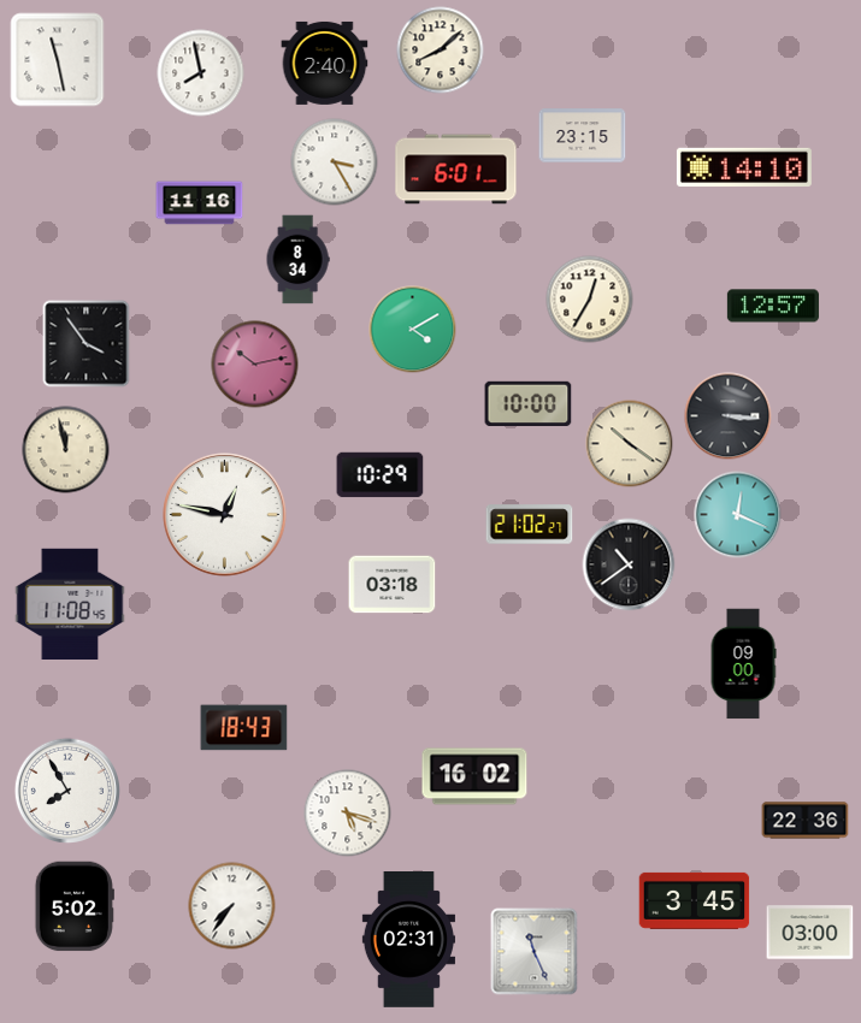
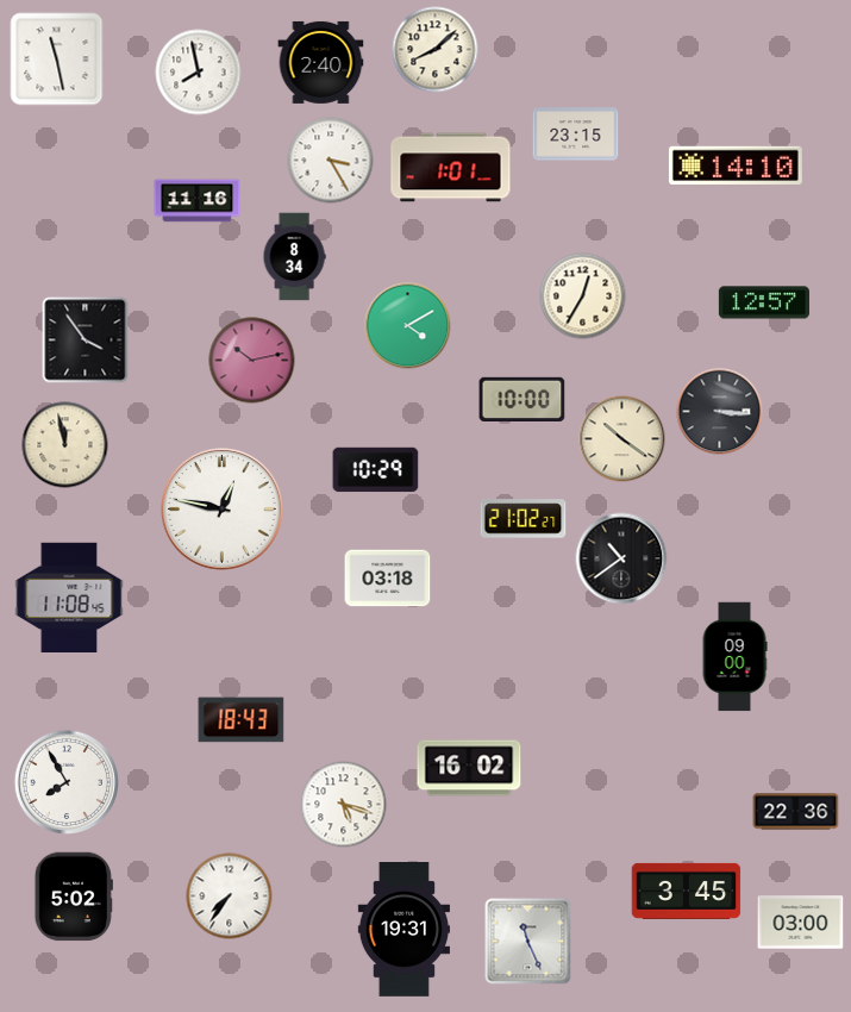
clock at (456, 170): 6:01 -> 1:01
clock at (738, 515): 12:19 -> none
clock at (408, 940): 02:31 -> 19:31
